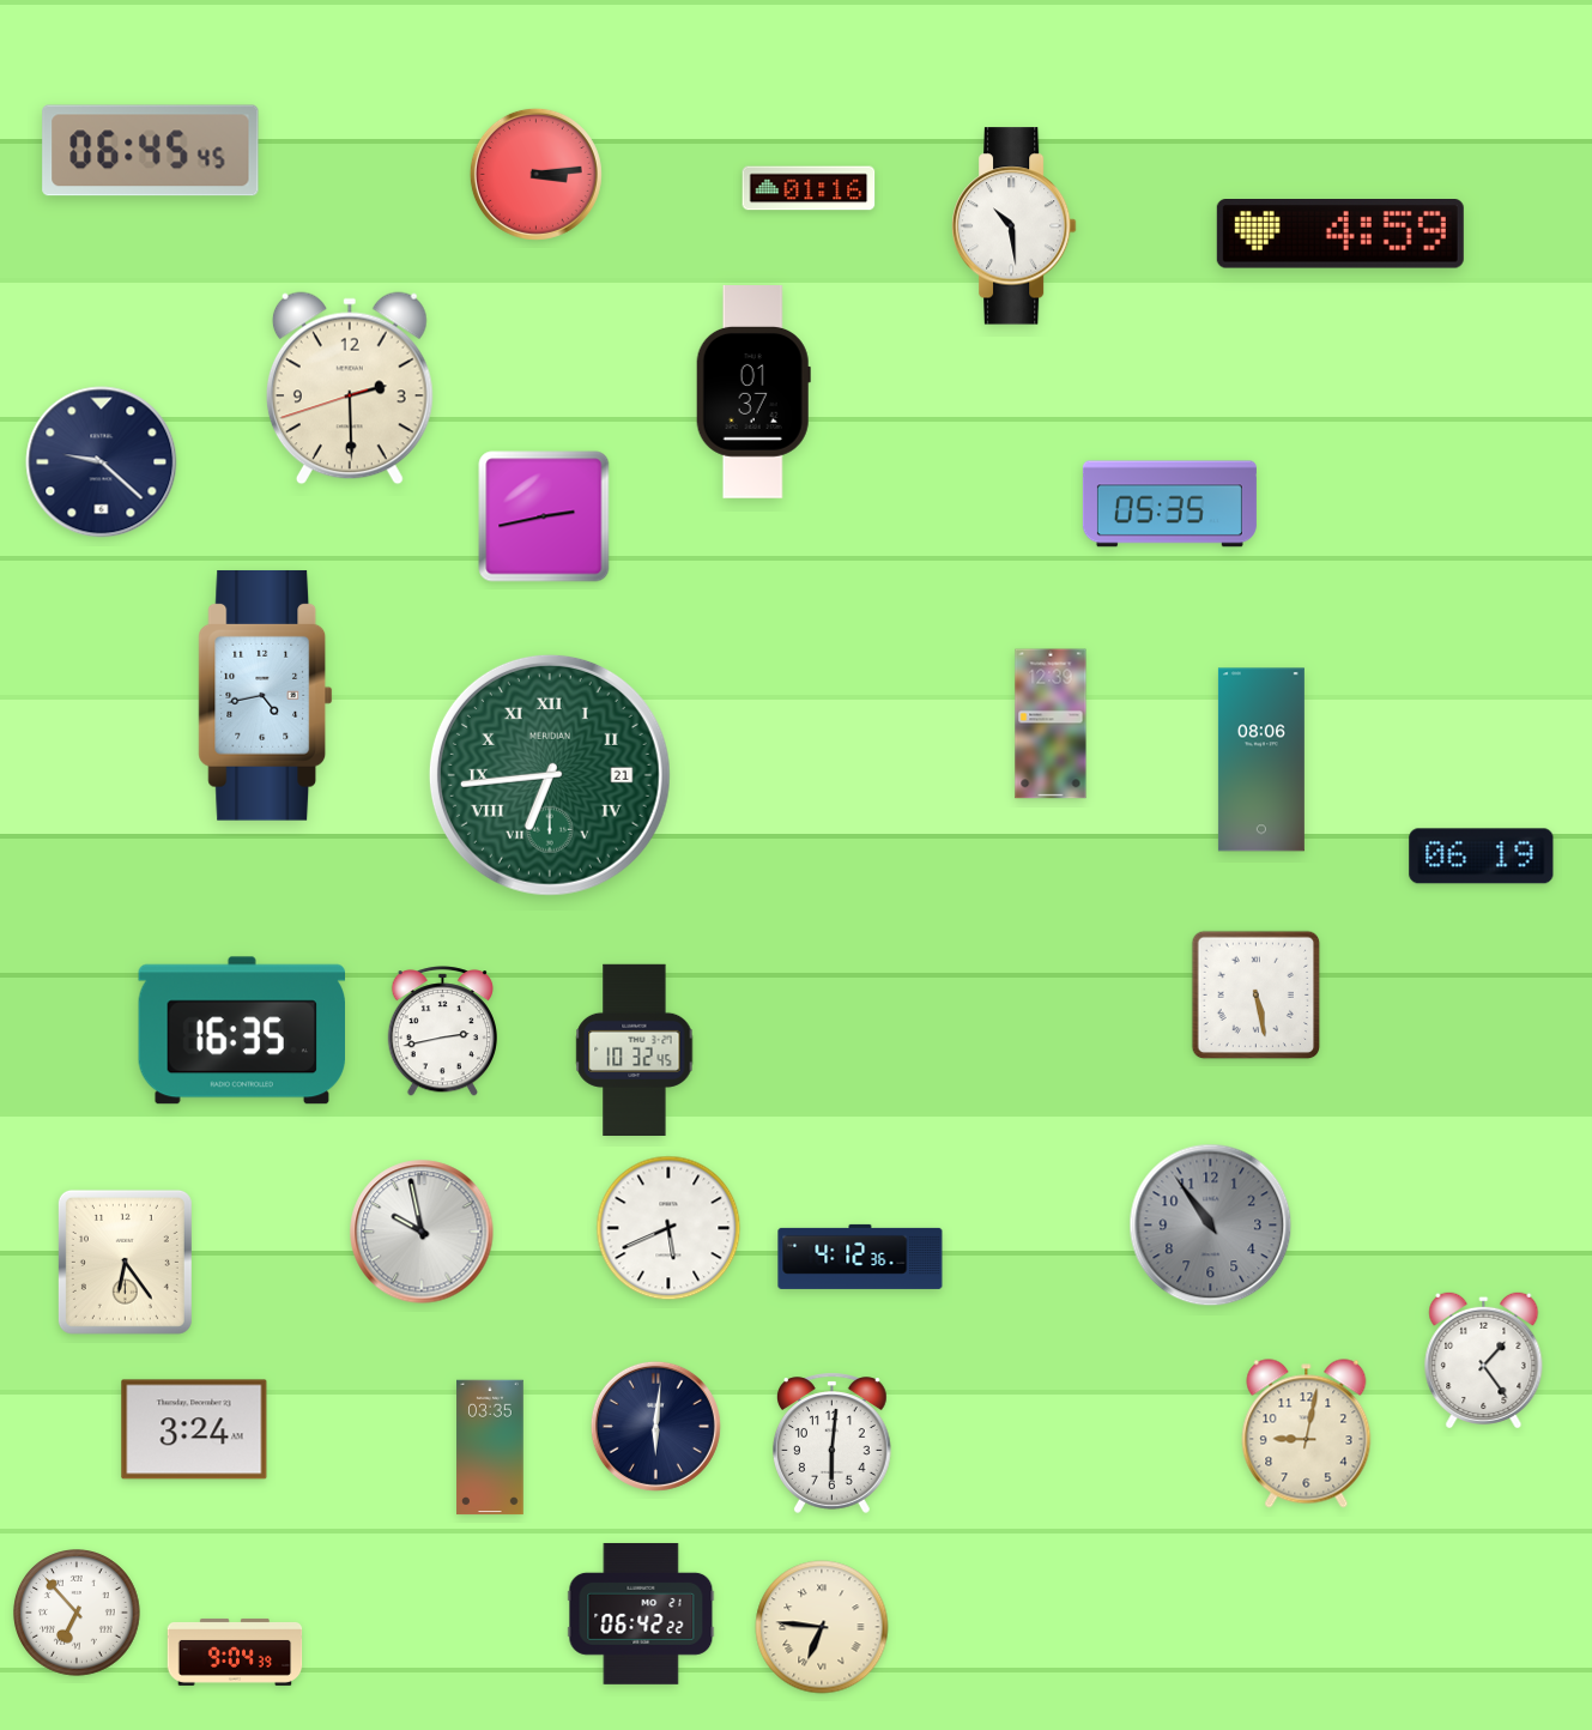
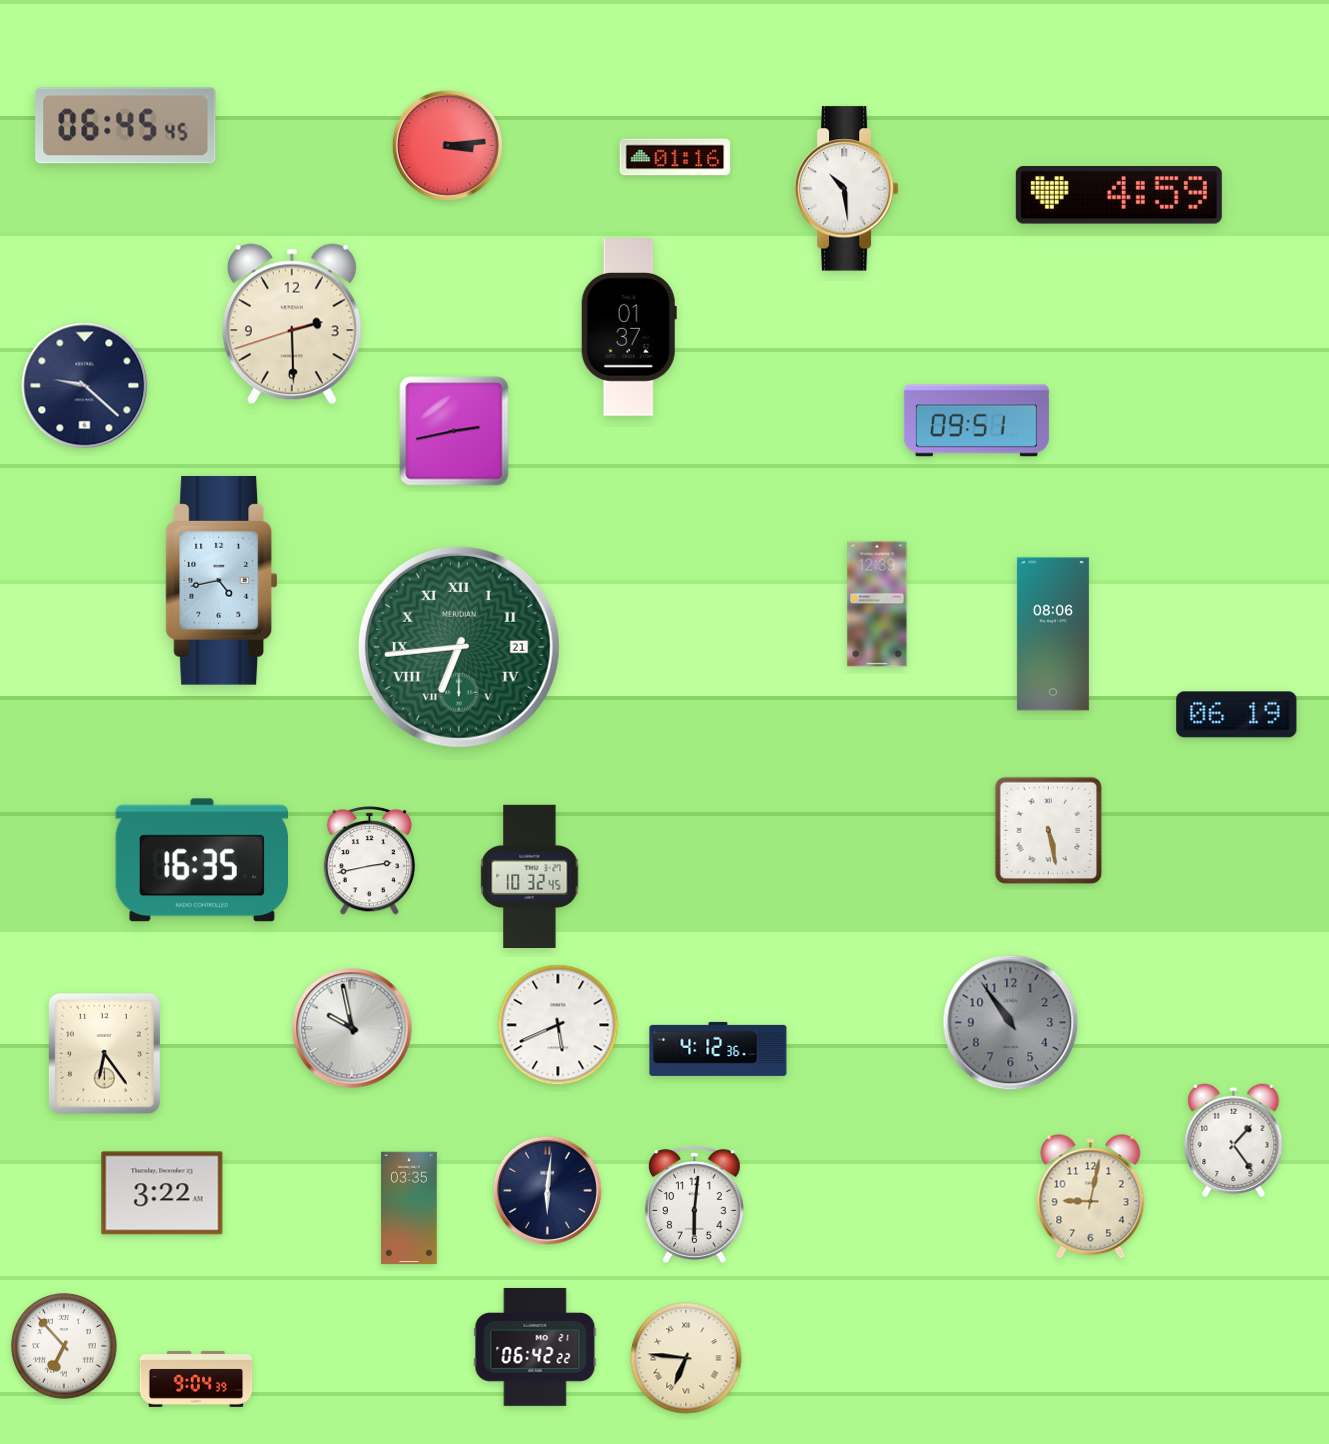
clock at (1169, 504): 05:35 -> 09:51
clock at (1484, 1360) position: (1484, 1360) -> (1234, 1140)
clock at (194, 1429): 3:24 -> 3:22
